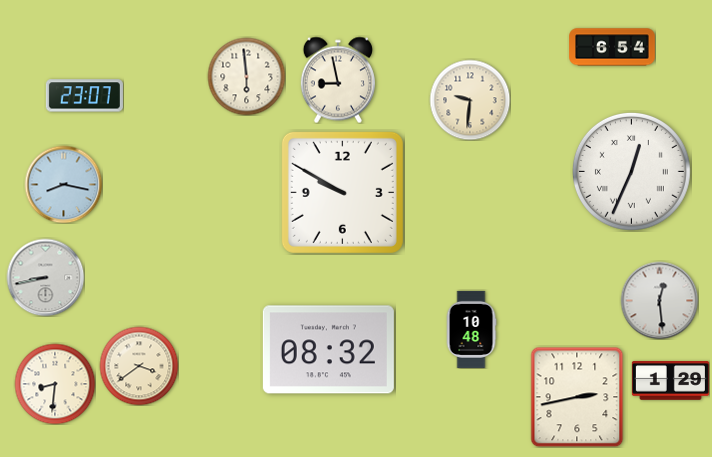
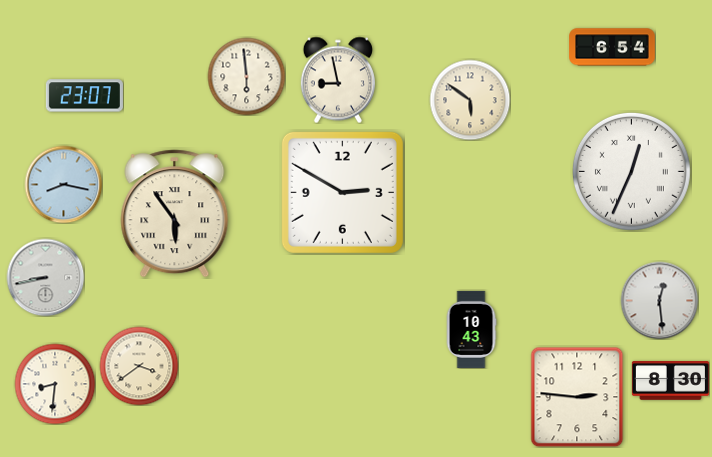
clock at (470, 100): 9:31 -> 5:51
clock at (342, 192): 9:50 -> 2:50
clock at (175, 214): none -> 5:54
clock at (471, 329): 10:48 -> 10:43
clock at (328, 350): 08:32 -> none
clock at (670, 381): 1:29 -> 8:30
clock at (577, 397): 2:43 -> 2:46
